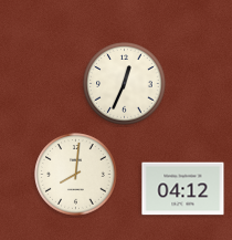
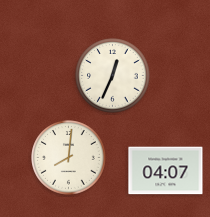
clock at (183, 189): 04:12 -> 04:07
